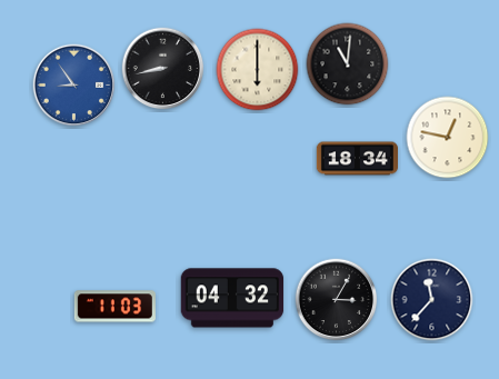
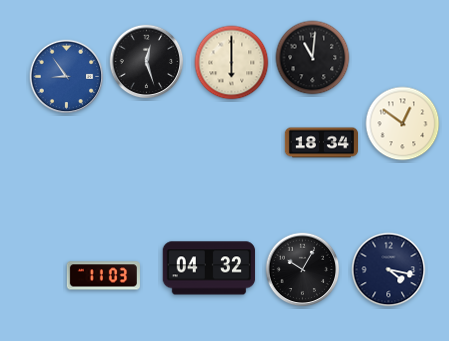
clock at (163, 69): 8:43 -> 12:27
clock at (448, 138): 12:47 -> 12:51
clock at (337, 300): 3:05 -> 10:05
clock at (432, 300): 11:37 -> 4:17
